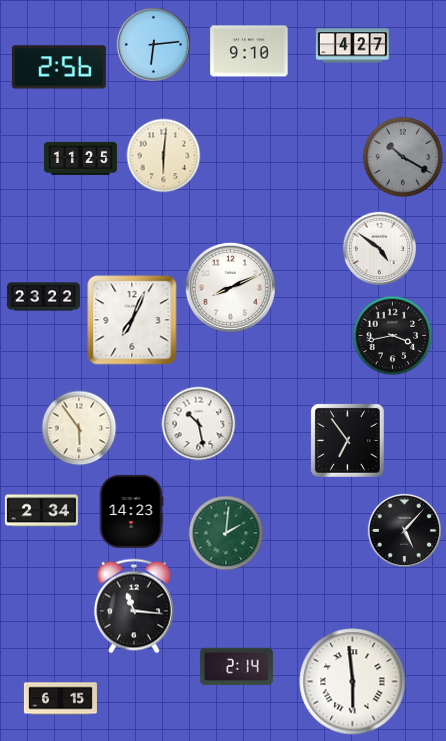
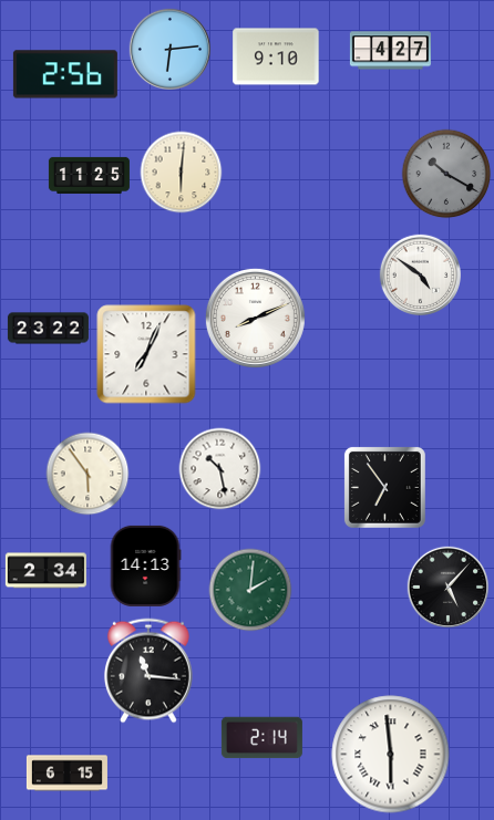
clock at (393, 336): 3:43 -> none
clock at (41, 511) position: (41, 511) -> (45, 571)
clock at (131, 511): 14:23 -> 14:13
